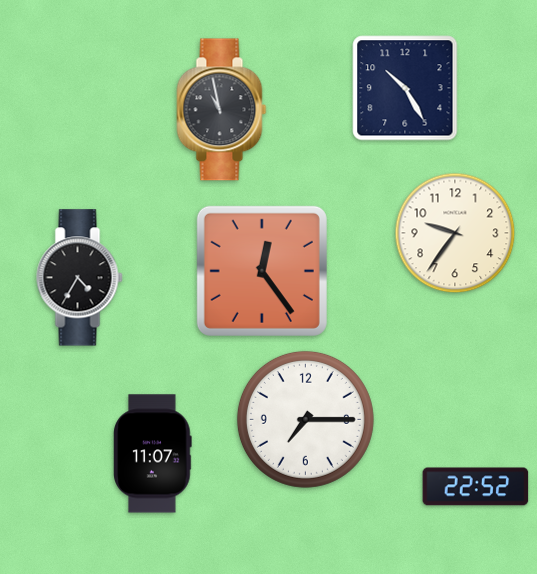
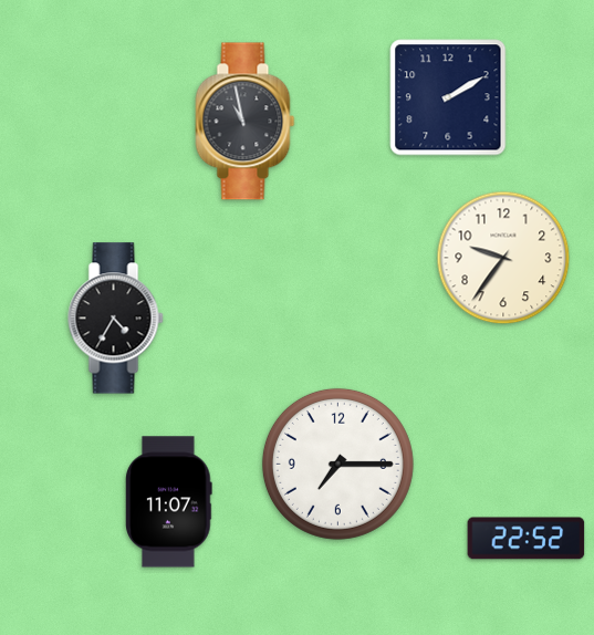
clock at (405, 88): 10:25 -> 2:10
clock at (262, 271): 12:24 -> none
clock at (80, 278) position: (80, 278) -> (116, 319)
